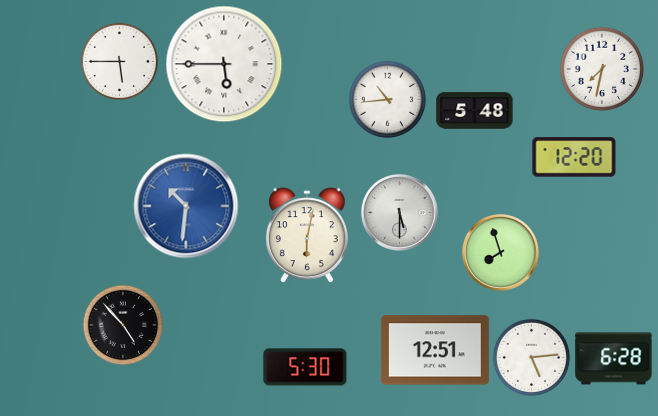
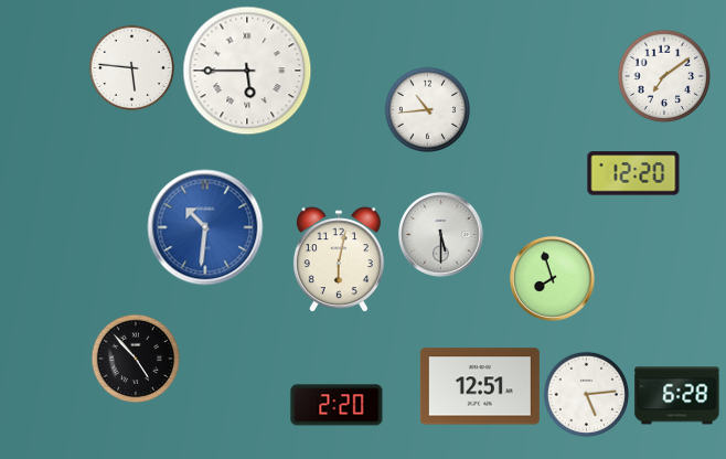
clock at (119, 61): 5:45 -> 5:46
clock at (602, 69): 7:32 -> 7:09
clock at (475, 111): 5:48 -> none
clock at (305, 367): 5:30 -> 2:20
